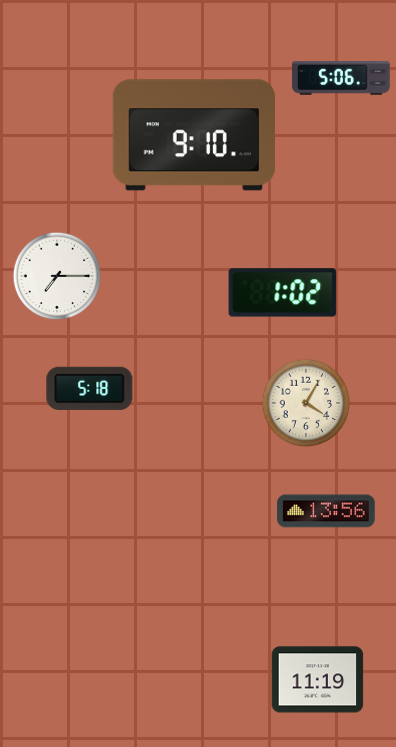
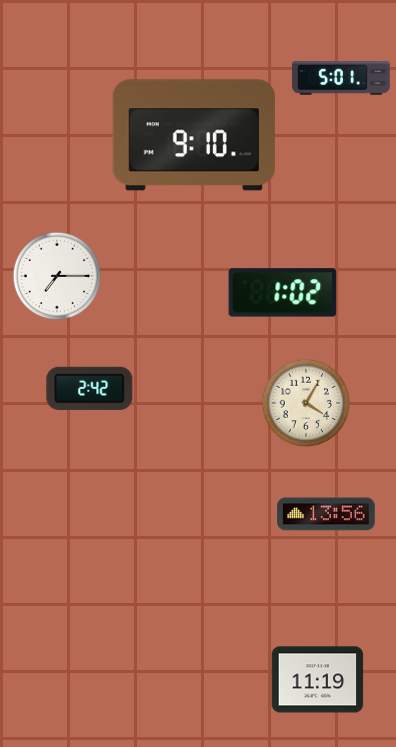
clock at (341, 78): 5:06 -> 5:01
clock at (90, 388): 5:18 -> 2:42
clock at (326, 511) position: (326, 511) -> (326, 514)
